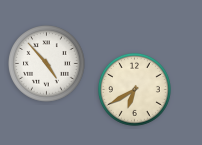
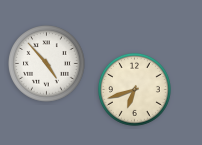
clock at (134, 89): 6:40 -> 6:42
